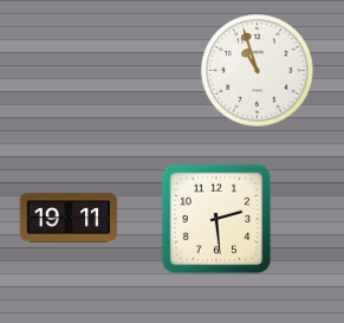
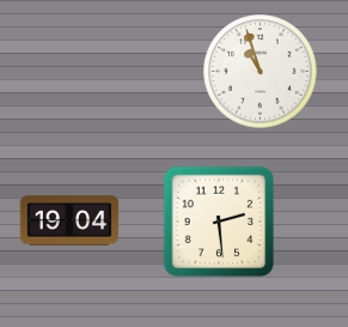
clock at (69, 218): 19:11 -> 19:04
